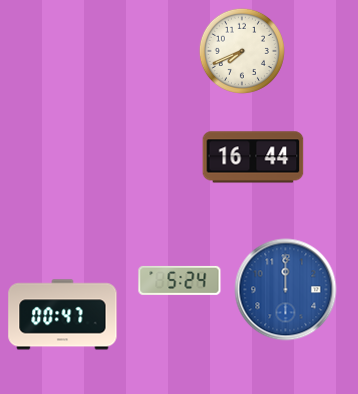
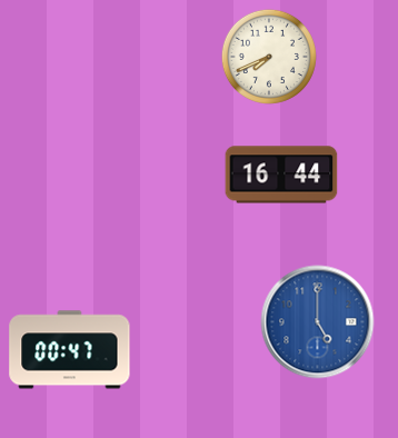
clock at (180, 280): 5:24 -> none
clock at (286, 290): 12:00 -> 5:00
